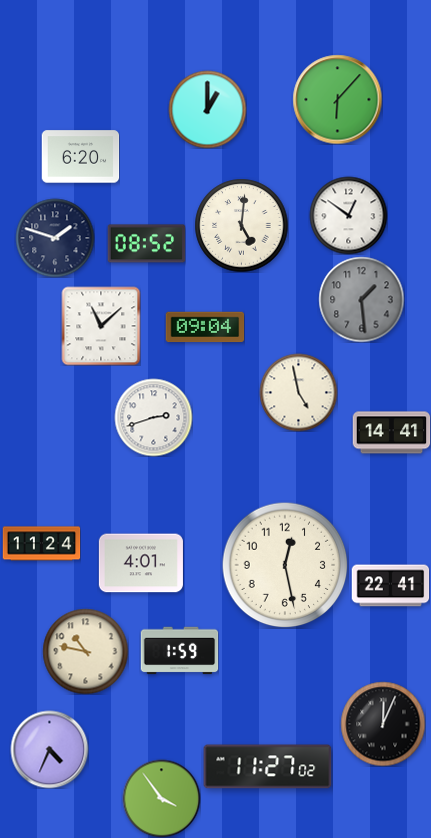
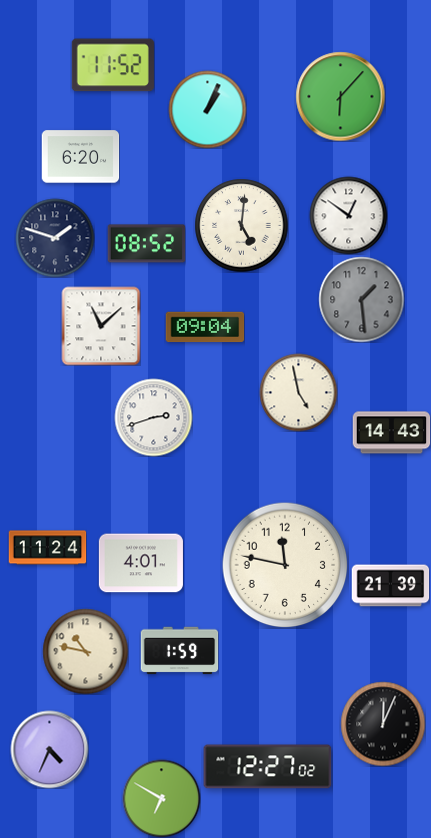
clock at (113, 65): none -> 11:52
clock at (337, 99) position: (337, 99) -> (340, 96)
clock at (207, 109): 1:00 -> 1:04
clock at (391, 433): 14:41 -> 14:43
clock at (41, 544) position: (41, 544) -> (47, 548)
clock at (285, 565): 12:28 -> 11:47
clock at (390, 586): 22:41 -> 21:39
clock at (268, 767): 11:27 -> 12:27
clock at (161, 798): 3:54 -> 6:50
